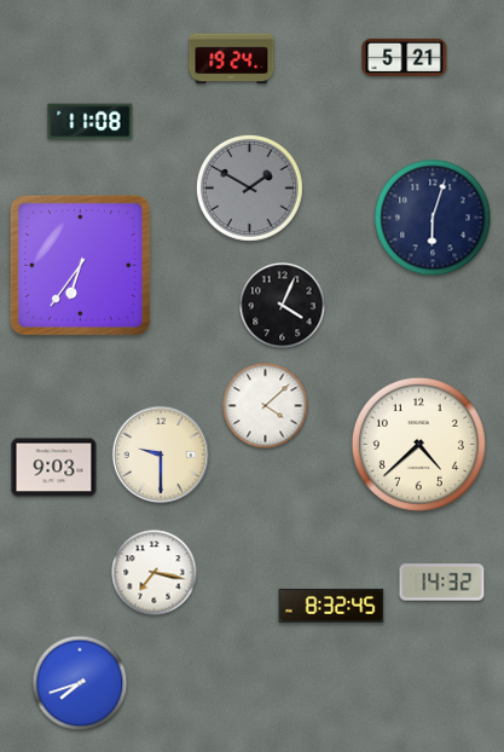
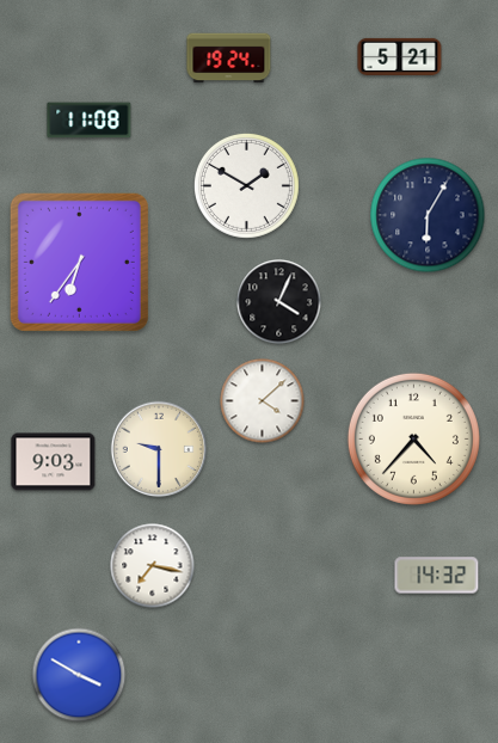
clock at (249, 187) dial: grey -> white
clock at (433, 218): 6:03 -> 6:05
clock at (418, 444): 4:38 -> 4:37
clock at (331, 606): 8:32 -> none
clock at (80, 683): 7:42 -> 3:50
